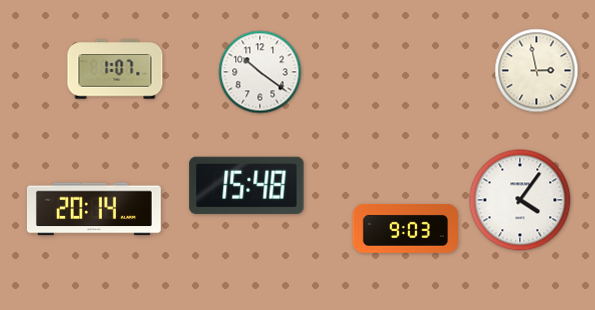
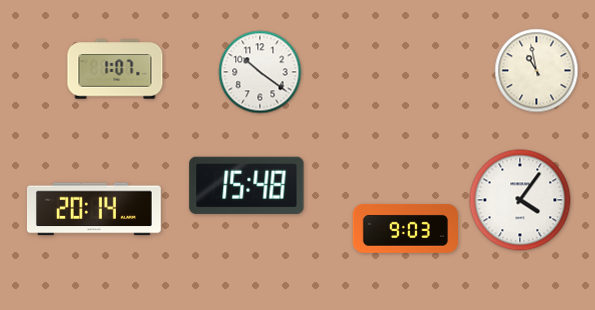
clock at (537, 71): 2:58 -> 10:58
